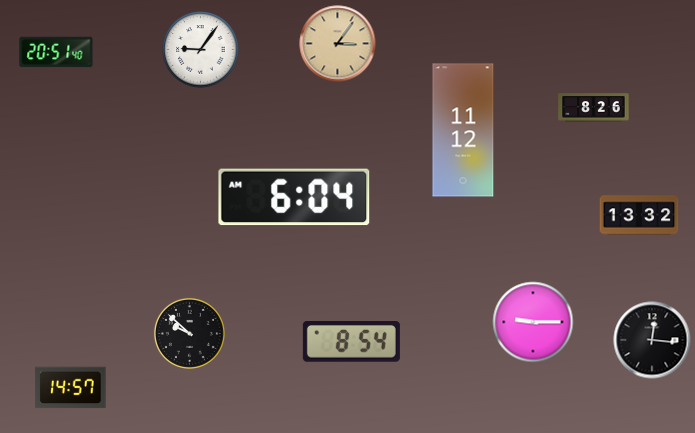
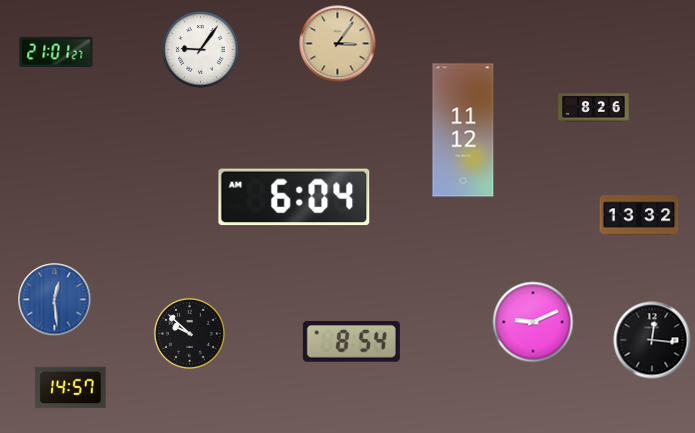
clock at (56, 52): 20:51 -> 21:01
clock at (55, 300): none -> 12:29
clock at (533, 322): 9:15 -> 9:11
